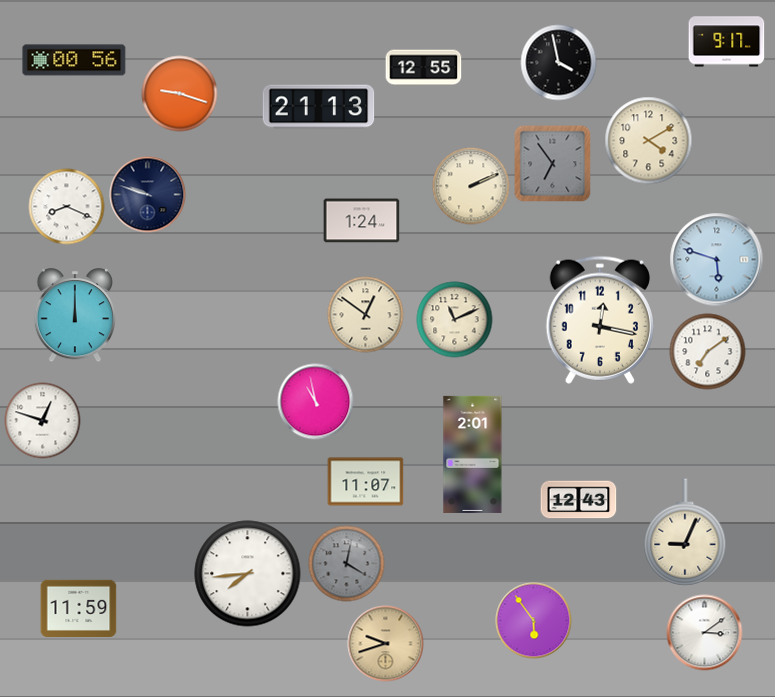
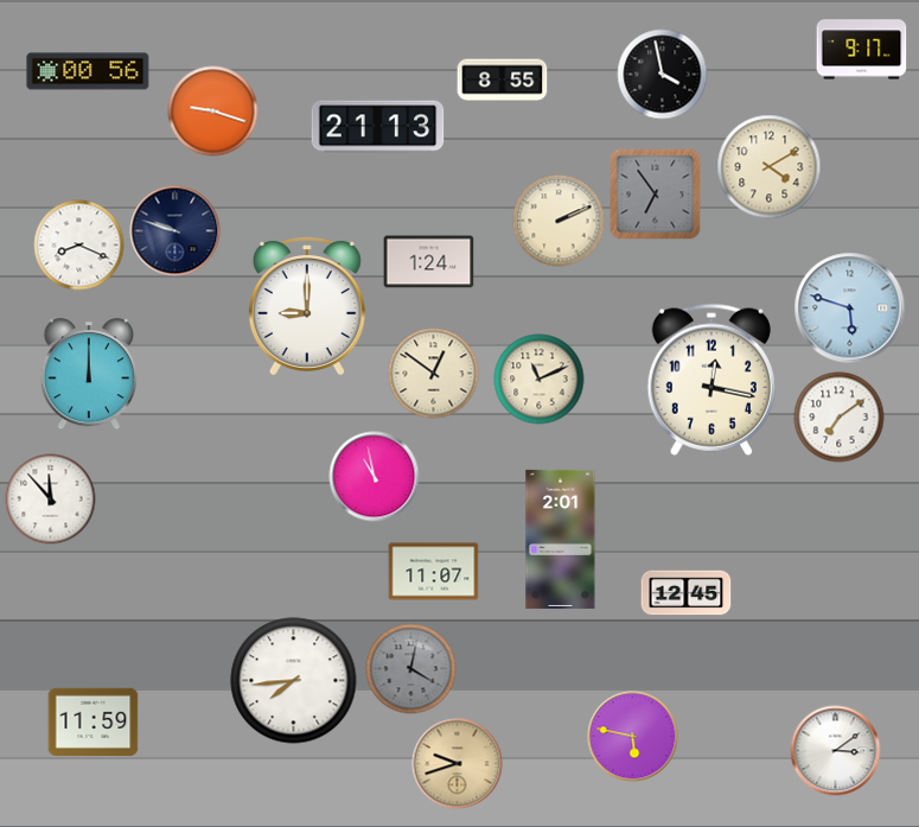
clock at (424, 68): 12:55 -> 8:55
clock at (307, 306): none -> 9:00
clock at (43, 421): 12:48 -> 11:53
clock at (579, 500): 12:43 -> 12:45
clock at (685, 532): 9:04 -> none
clock at (534, 621): 5:54 -> 5:47
